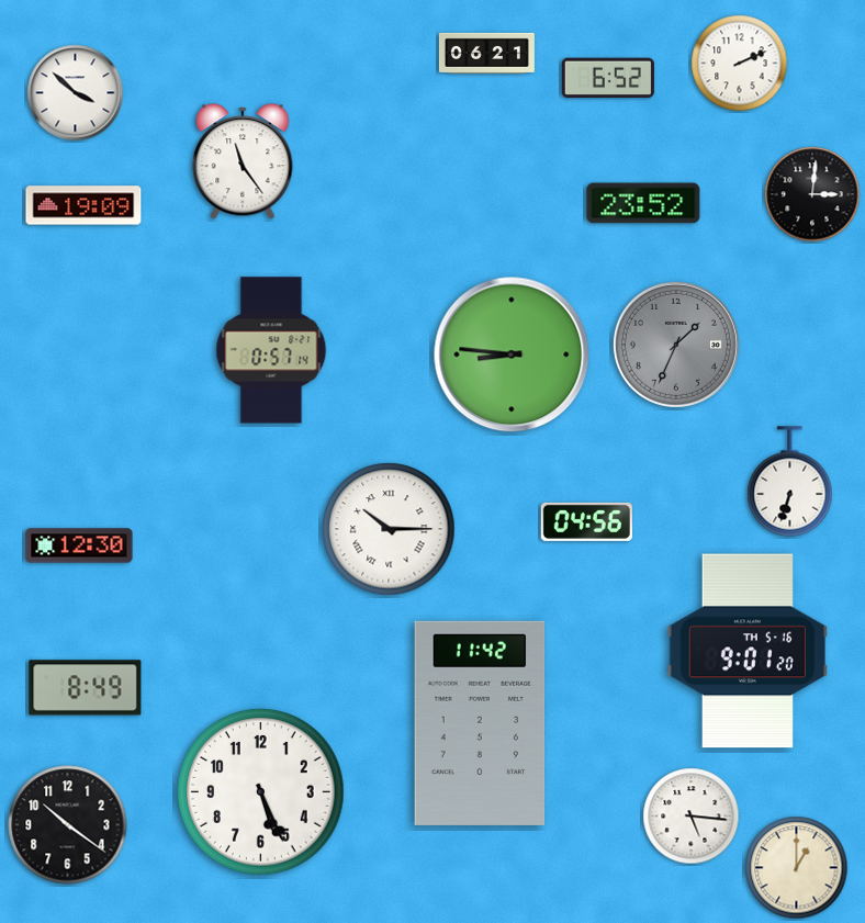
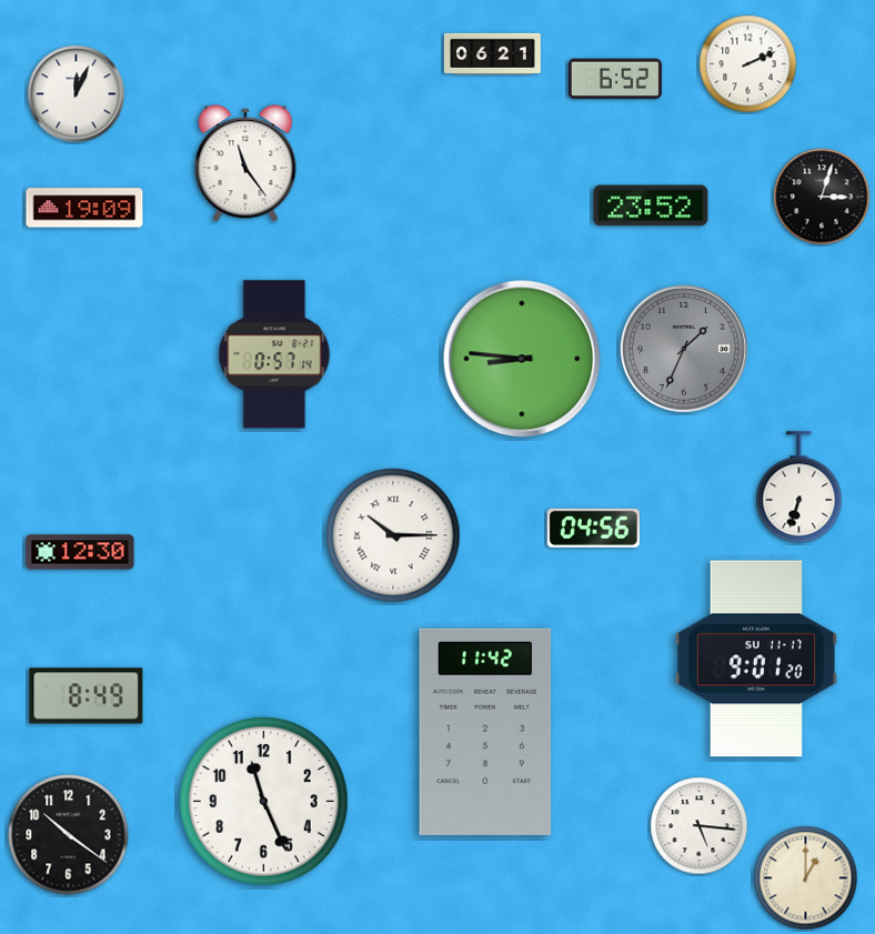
clock at (76, 93): 3:52 -> 12:04
clock at (812, 194): 3:01 -> 3:03
clock at (512, 354) position: (512, 354) -> (522, 359)
clock at (748, 651) date: TH 5-16 -> SU 11-17
clock at (261, 792): 5:26 -> 11:26
